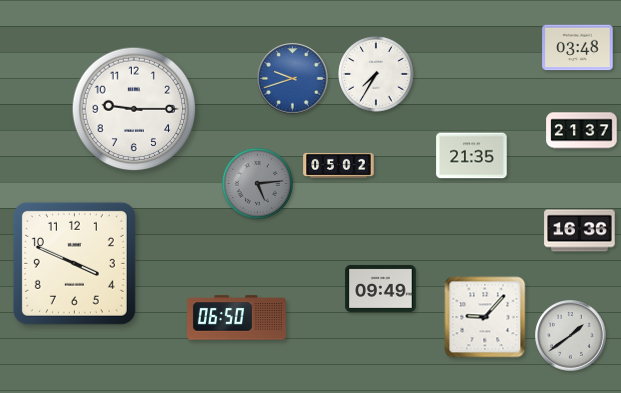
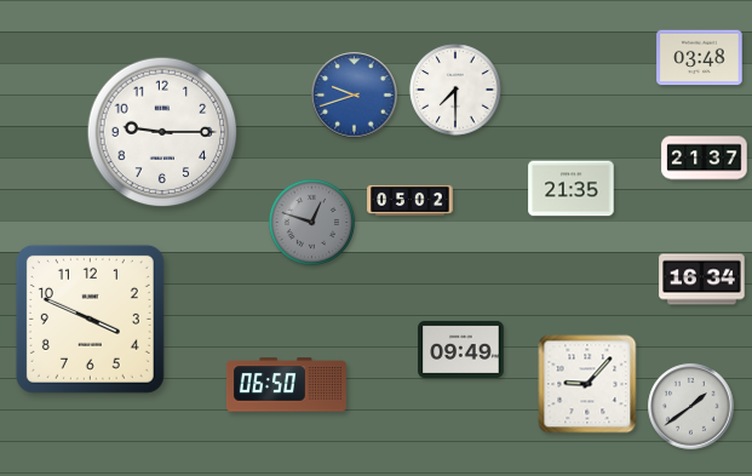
clock at (376, 74): 7:35 -> 7:30
clock at (257, 183): 5:14 -> 12:48
clock at (580, 231): 16:36 -> 16:34
